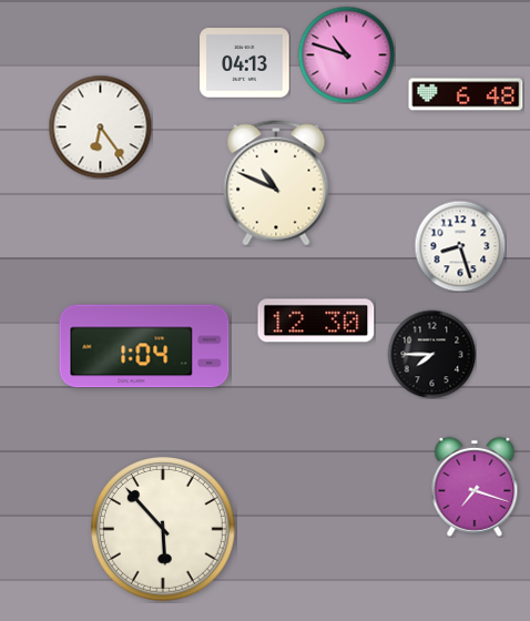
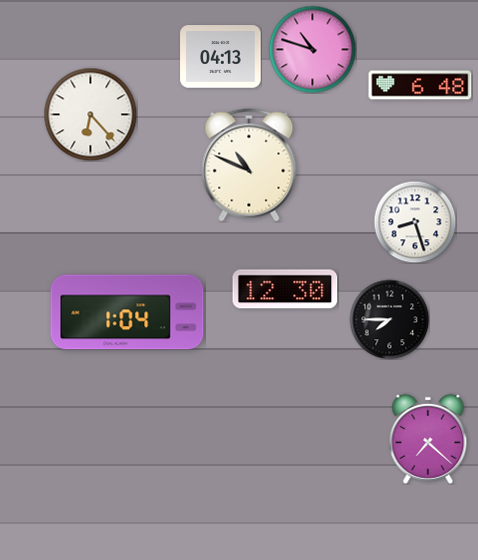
clock at (100, 126): 6:24 -> 6:23
clock at (144, 346) position: (144, 346) -> (127, 312)
clock at (475, 487): 7:18 -> 7:22
clock at (164, 530): 5:53 -> none
